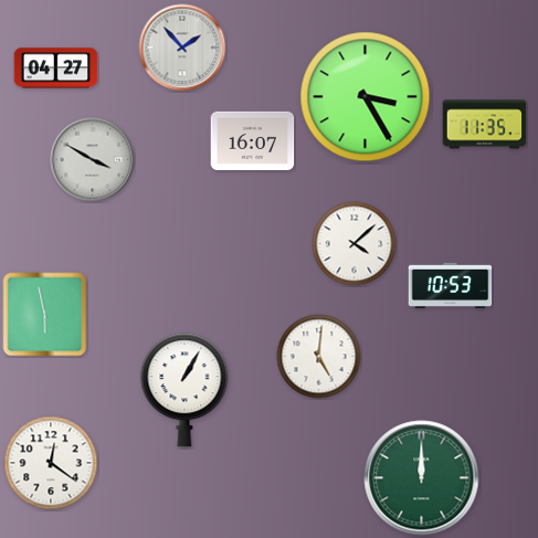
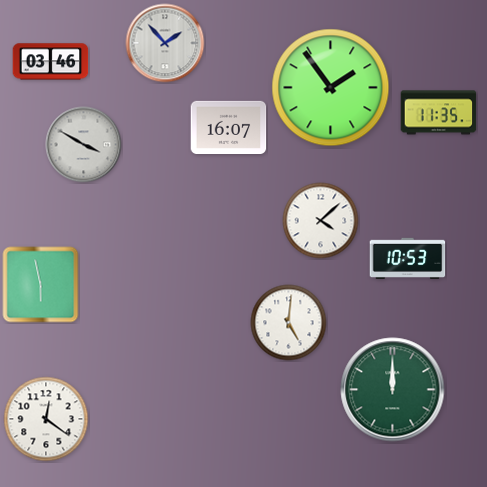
clock at (56, 68): 04:27 -> 03:46
clock at (366, 97): 3:25 -> 1:54
clock at (184, 390): 1:05 -> none
clock at (422, 478) position: (422, 478) -> (393, 390)
